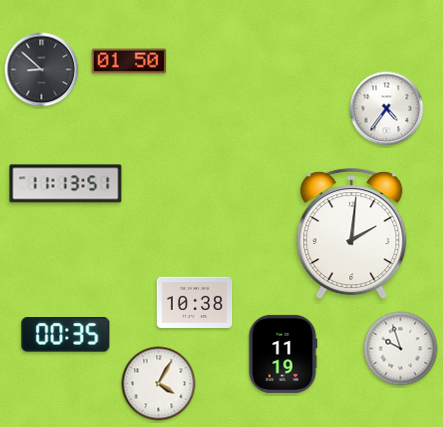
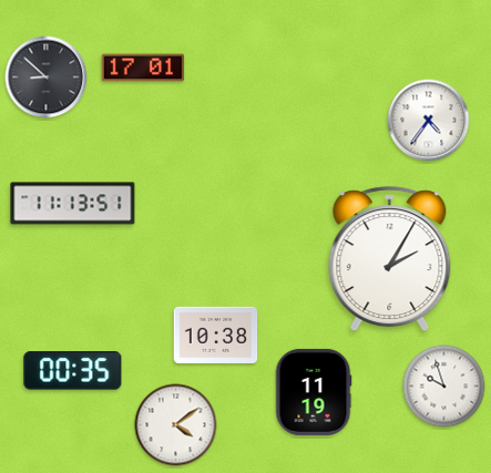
clock at (129, 61): 01:50 -> 17:01
clock at (352, 234): 2:01 -> 2:05
clock at (159, 384): 4:05 -> 4:09
